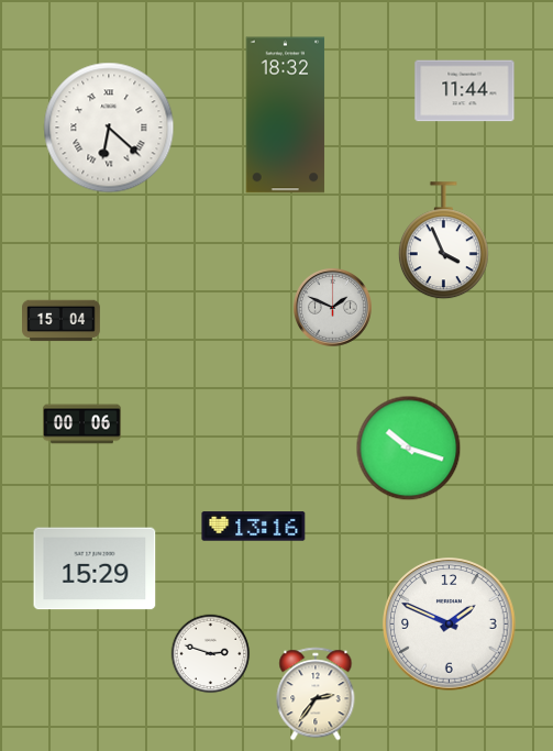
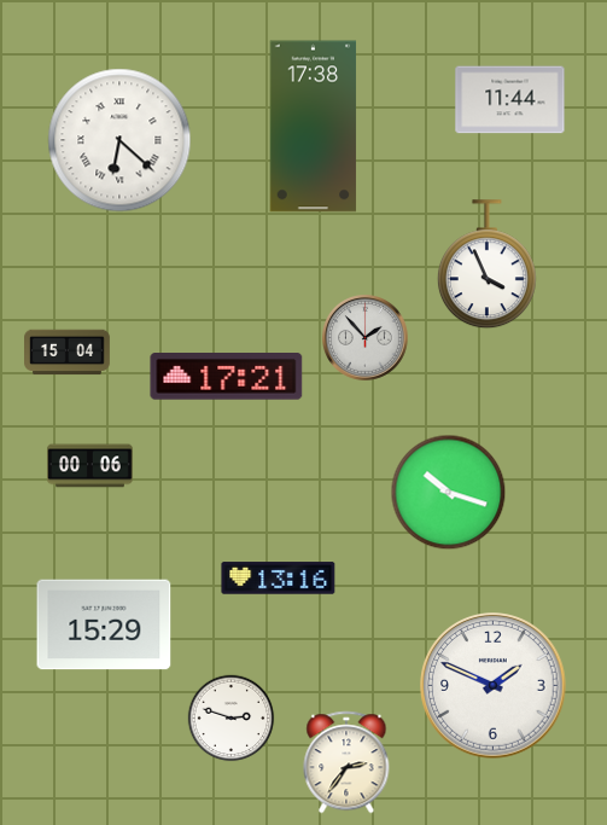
clock at (286, 115): 18:32 -> 17:38
clock at (333, 308): 1:49 -> 1:53
clock at (227, 377): none -> 17:21
